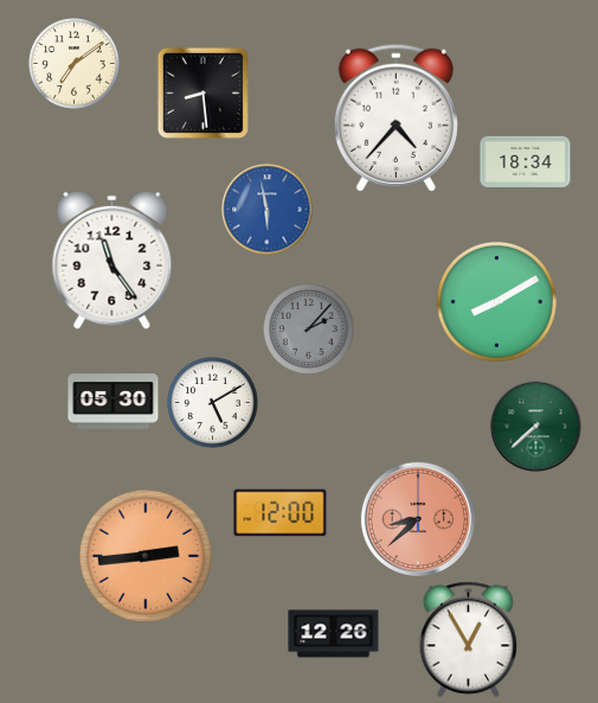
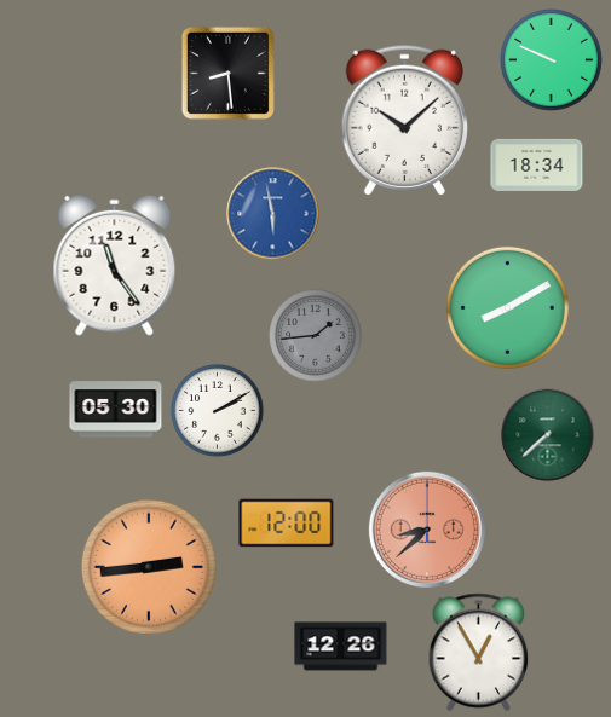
clock at (552, 60): none -> 9:49
clock at (75, 64): 7:09 -> none
clock at (202, 92) position: (202, 92) -> (227, 73)
clock at (396, 117): 4:37 -> 10:08
clock at (309, 330): 2:07 -> 1:44
clock at (213, 403): 5:10 -> 2:10
